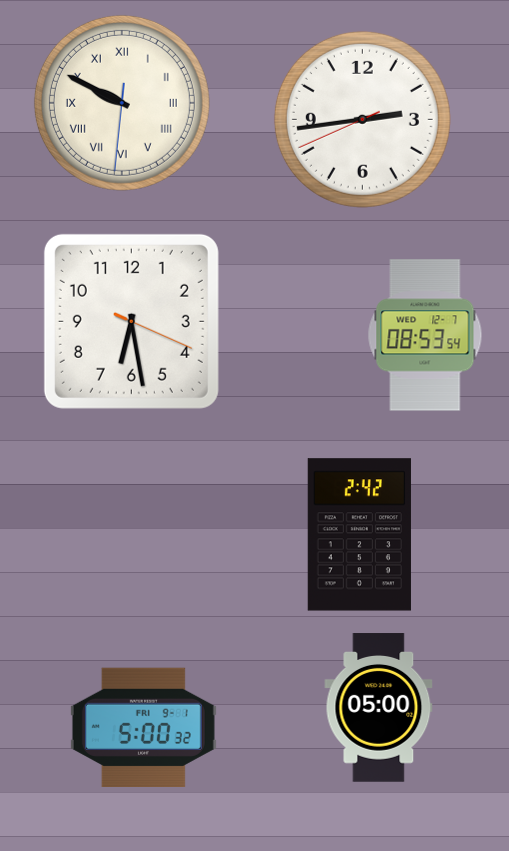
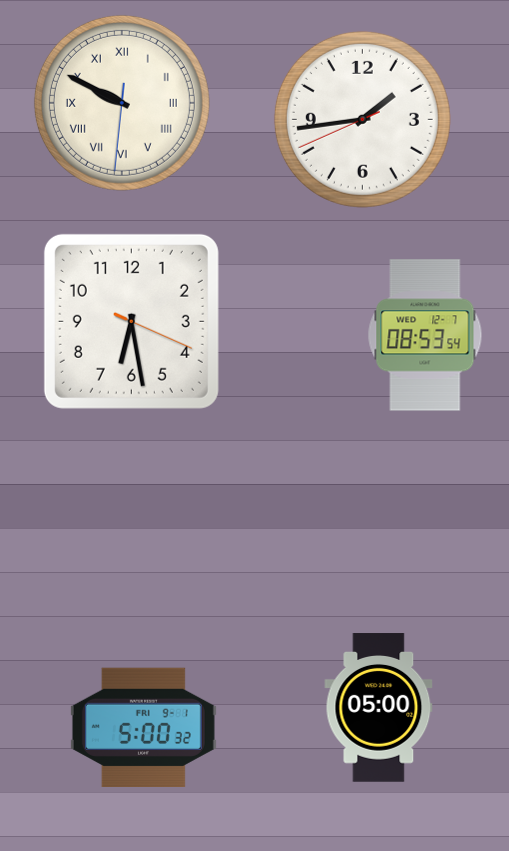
clock at (362, 119): 2:43 -> 1:43
clock at (359, 535): 2:42 -> none
